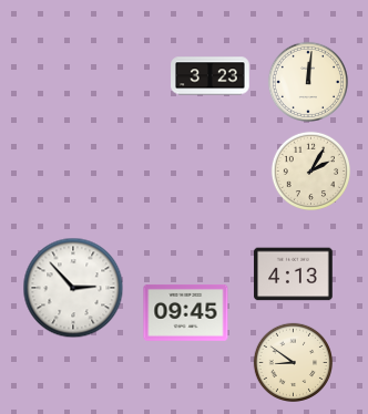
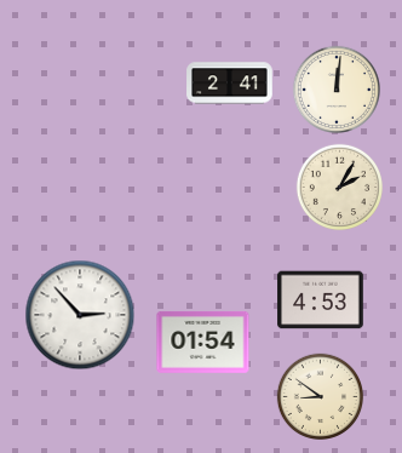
clock at (211, 76): 3:23 -> 2:41
clock at (294, 275): 4:13 -> 4:53
clock at (186, 312): 09:45 -> 01:54
